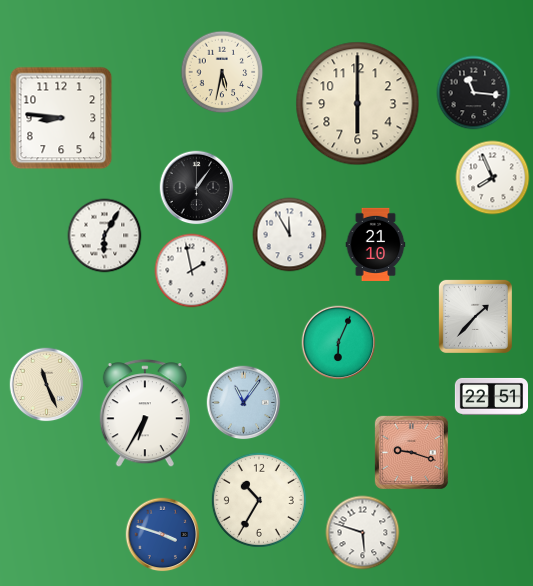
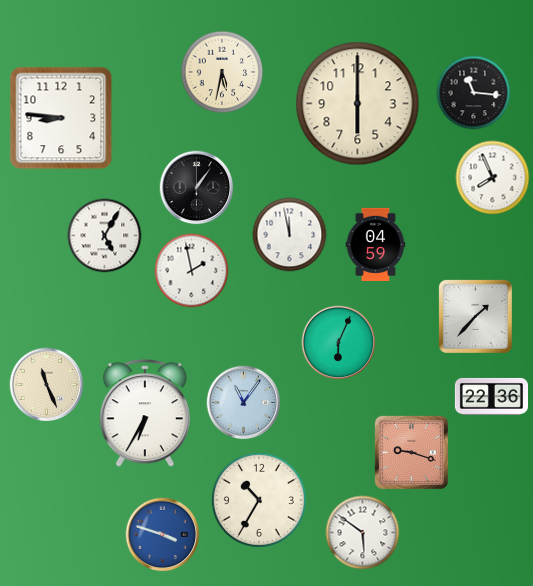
clock at (290, 235): 11:55 -> 11:58
clock at (105, 236): 6:05 -> 5:05
clock at (376, 244): 21:10 -> 04:59
clock at (491, 396): 22:51 -> 22:36
clock at (363, 533): 5:48 -> 5:51
